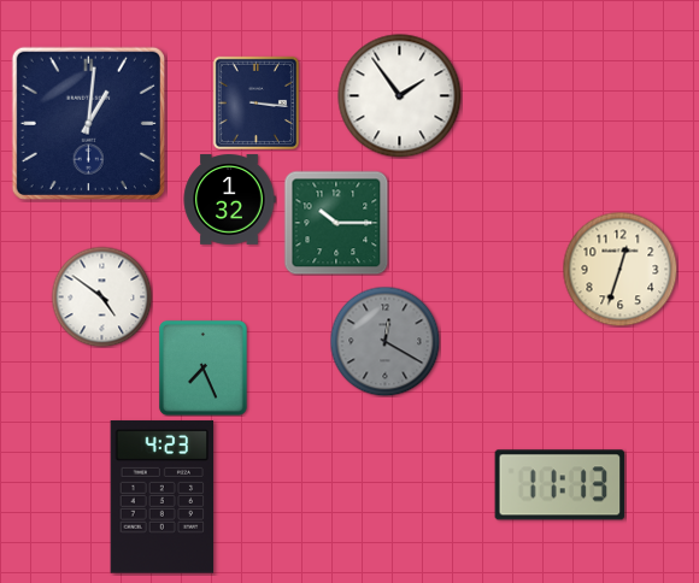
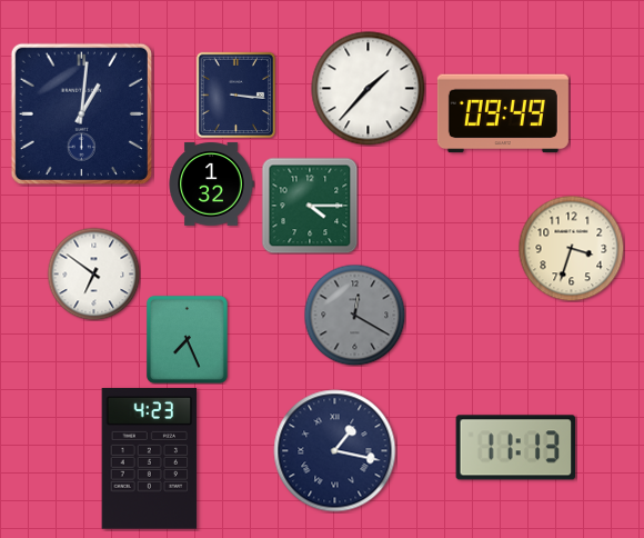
clock at (400, 96): 1:54 -> 1:37
clock at (503, 113): none -> 09:49
clock at (336, 223): 10:15 -> 4:15
clock at (619, 269): 12:33 -> 3:33
clock at (101, 296): 4:51 -> 6:51
clock at (335, 451): none -> 1:17
